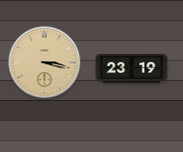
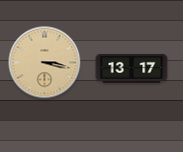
clock at (132, 68): 23:19 -> 13:17
